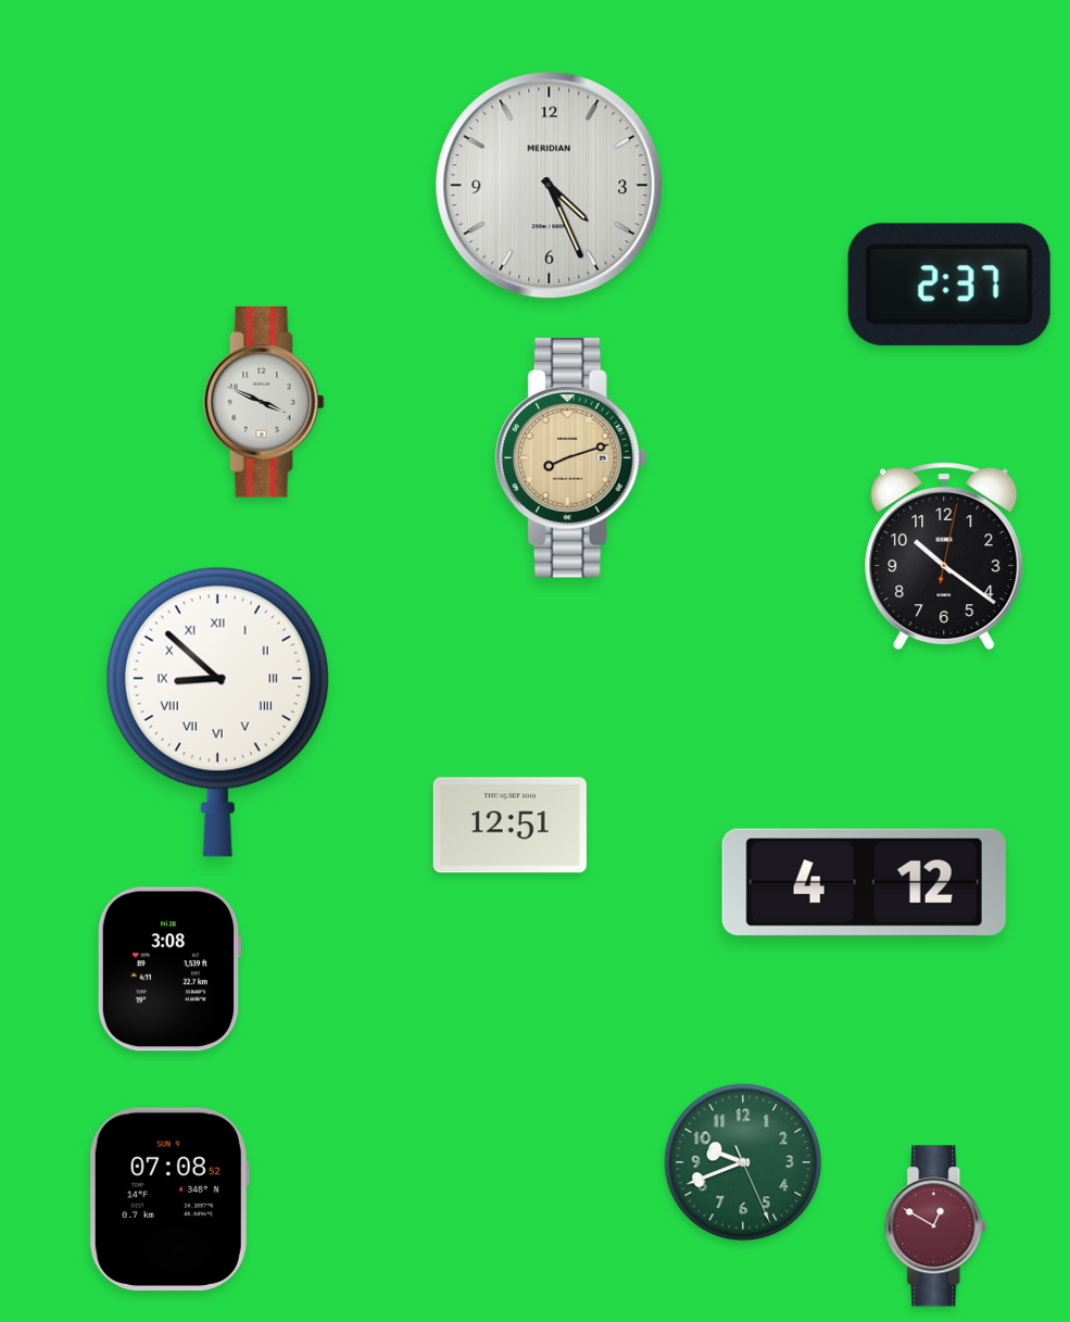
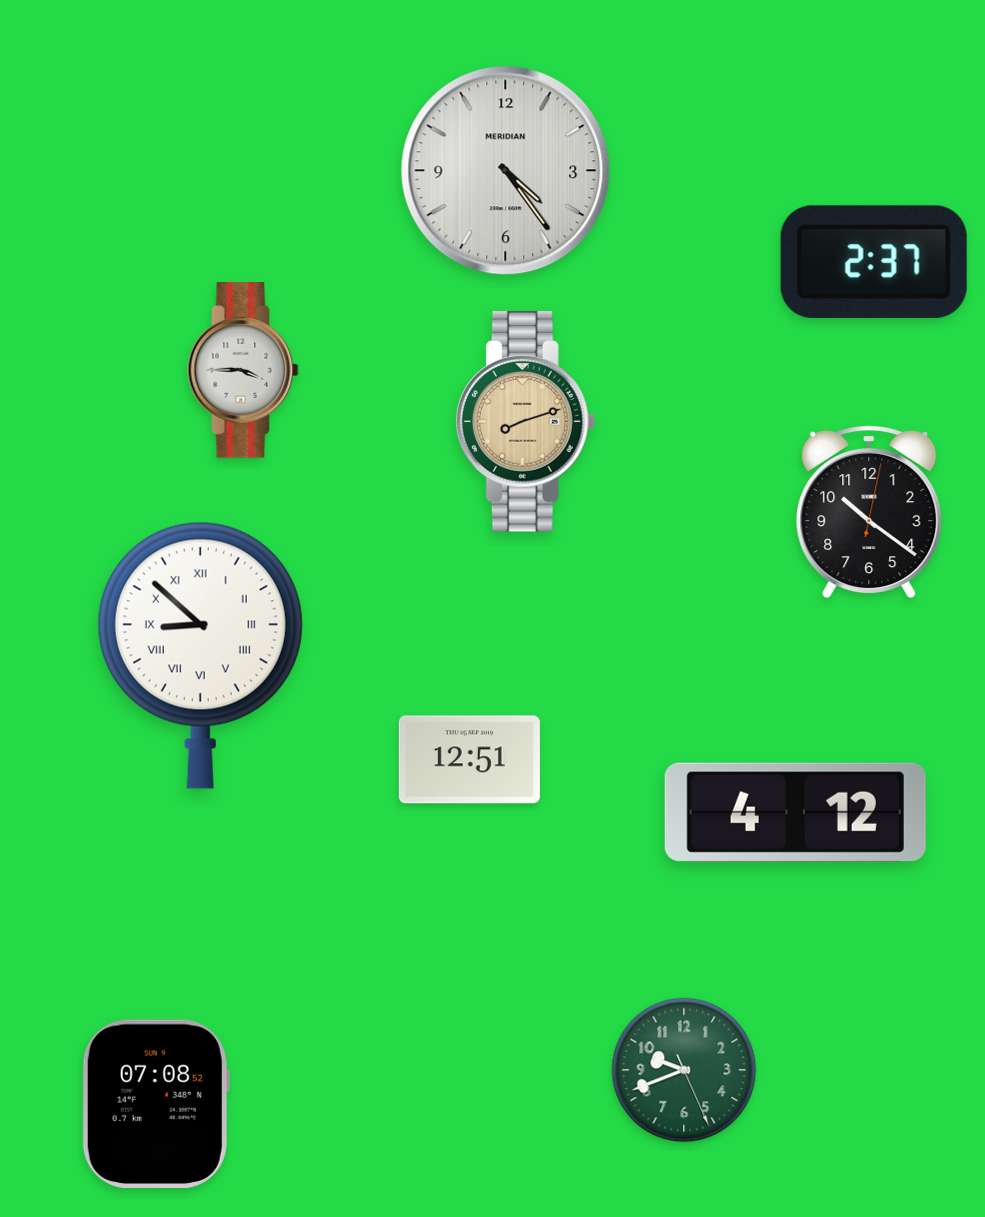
clock at (550, 186): 4:26 -> 4:24
clock at (264, 402): 3:49 -> 3:45
clock at (168, 969): 3:08 -> none
clock at (936, 1226): 12:50 -> none
